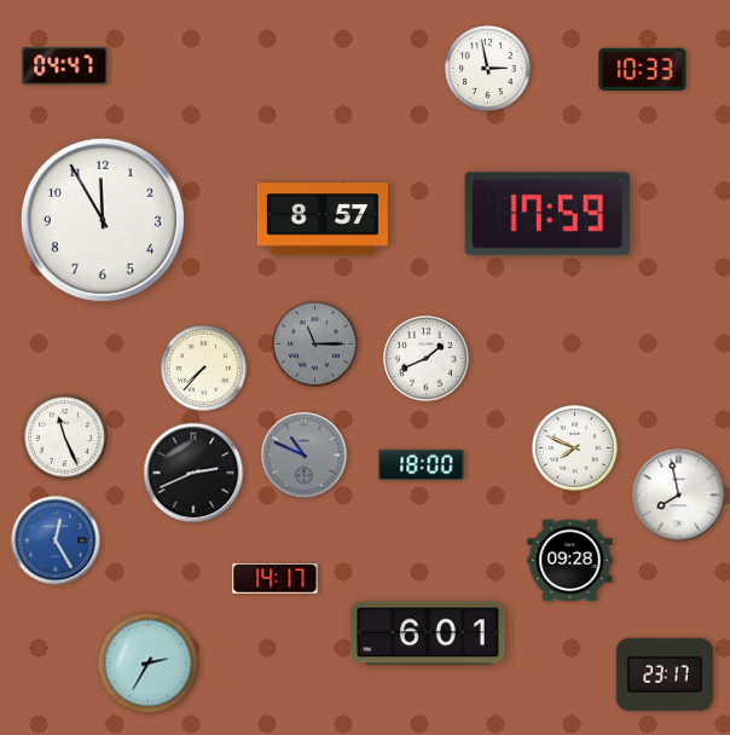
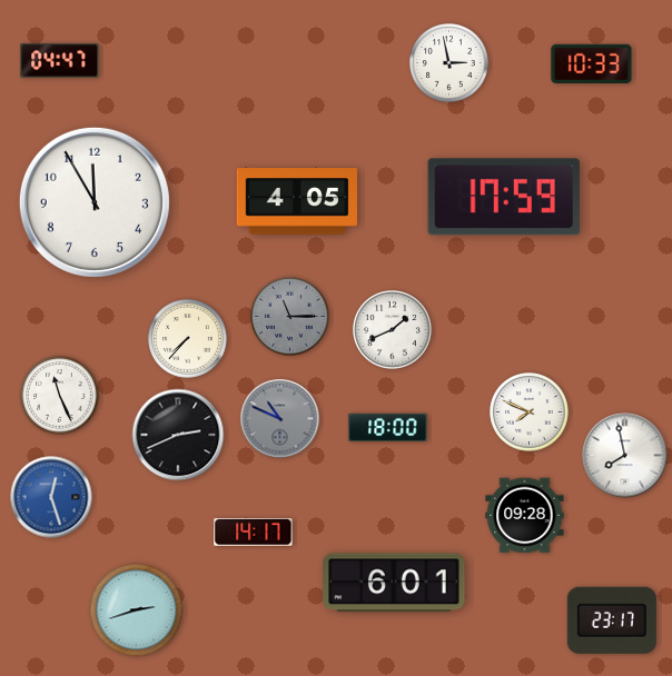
clock at (323, 219): 8:57 -> 4:05
clock at (65, 438) position: (65, 438) -> (60, 396)
clock at (56, 540): 12:25 -> 12:27
clock at (149, 664): 2:35 -> 2:42
